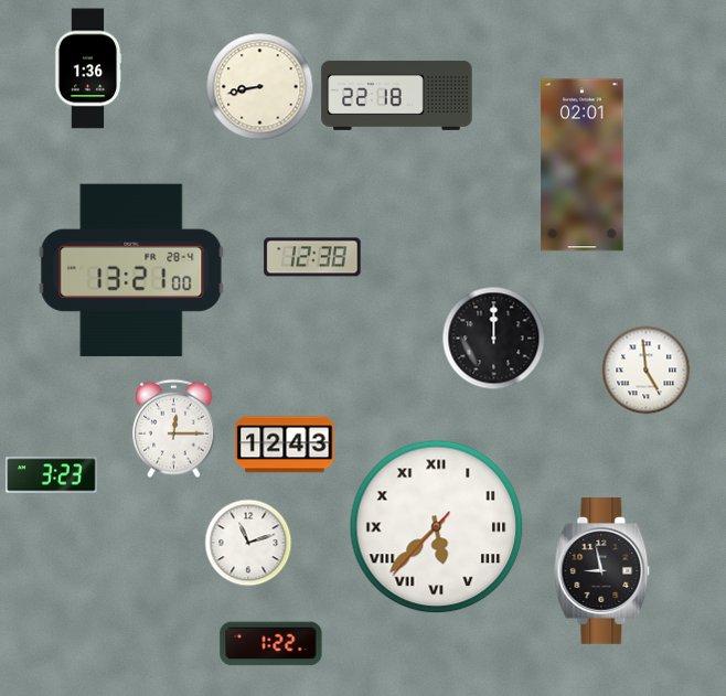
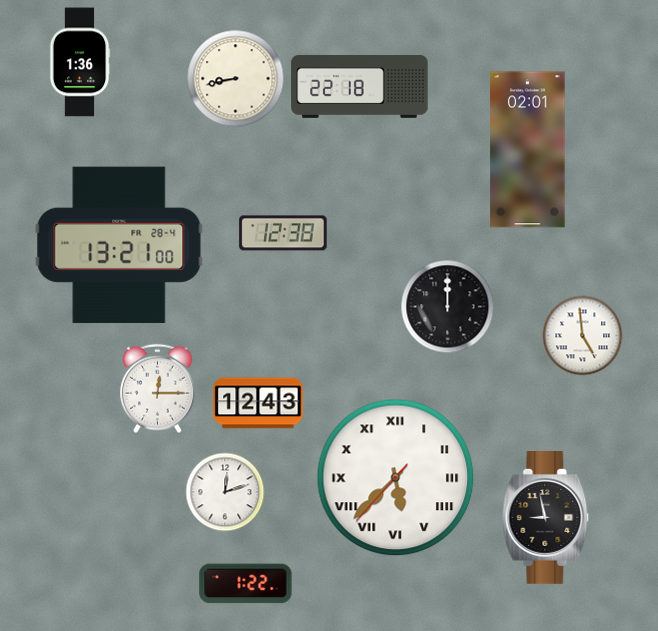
clock at (645, 370) position: (645, 370) -> (582, 335)
clock at (52, 475): 3:23 -> none
clock at (248, 543): 11:12 -> 12:12
